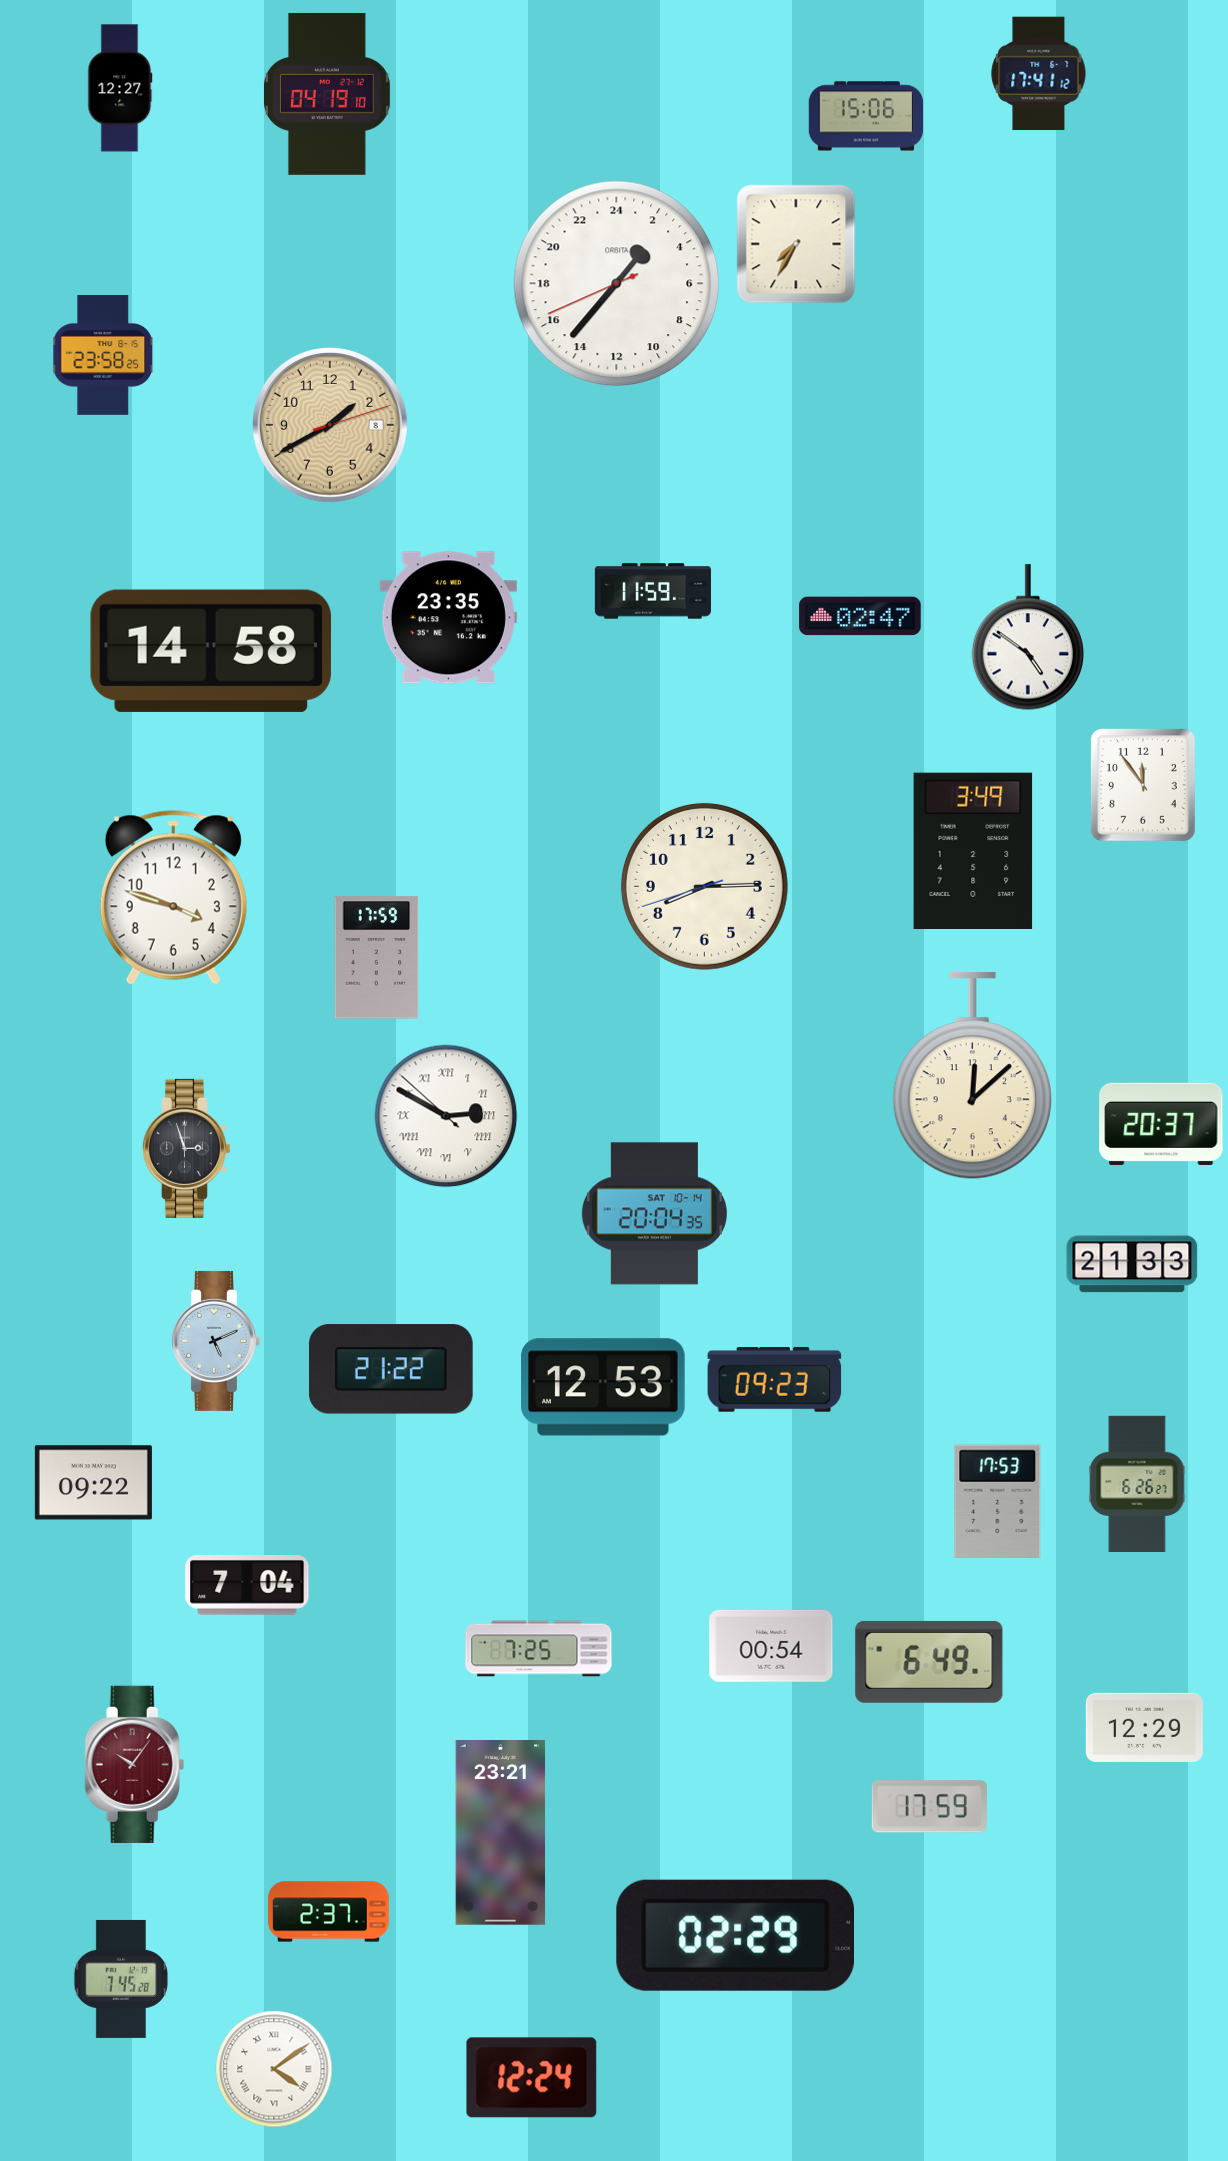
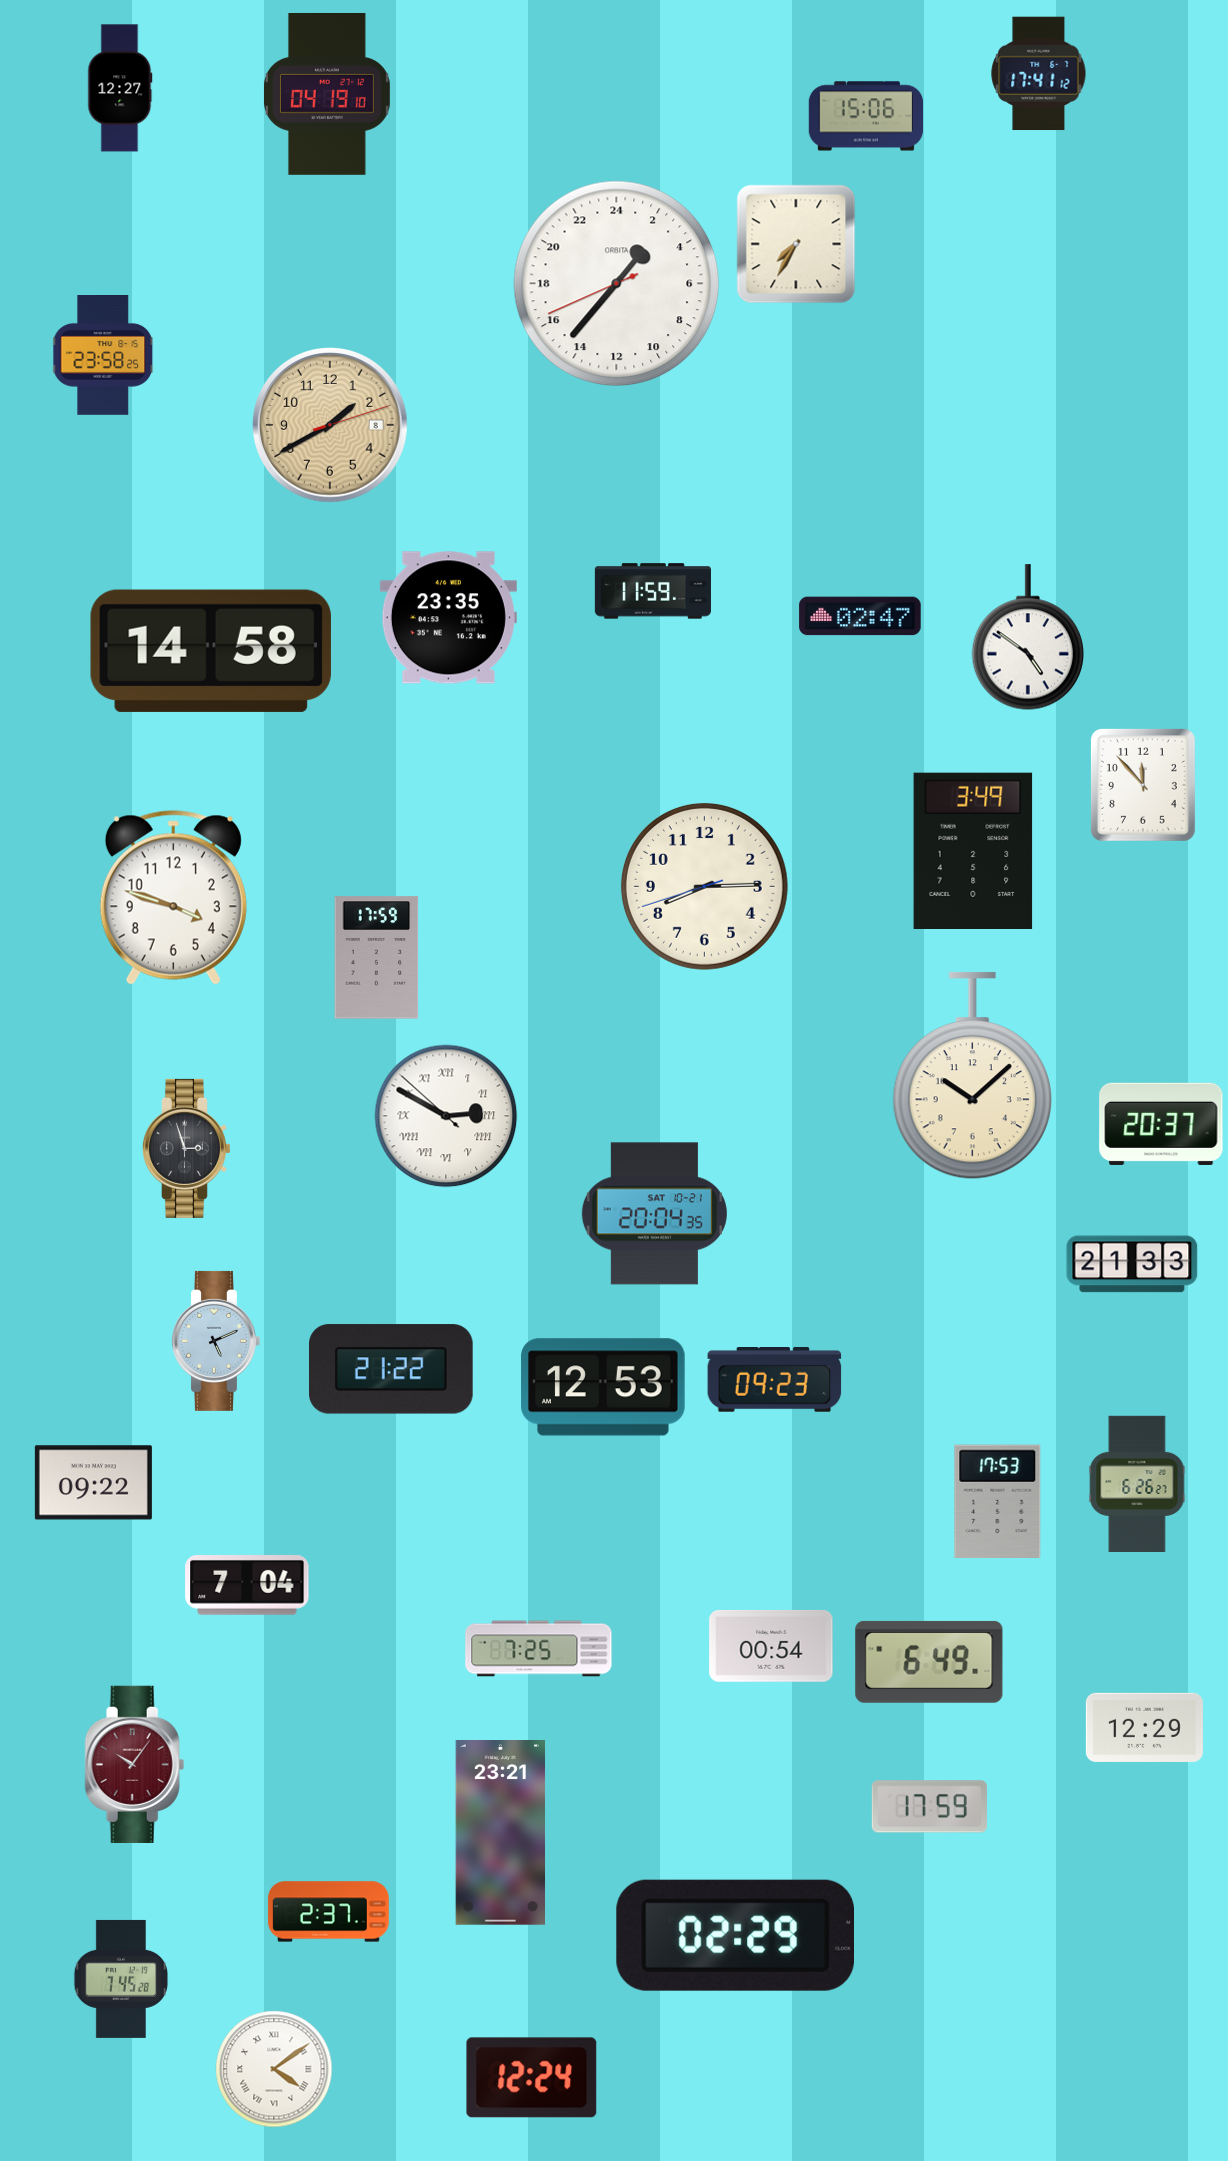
clock at (1143, 785): 11:54 -> 11:53
clock at (972, 1076): 12:08 -> 10:08
clock at (654, 1214) date: SAT 10-14 -> SAT 10-21
